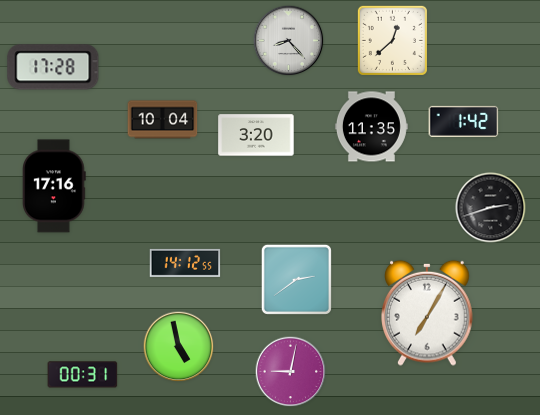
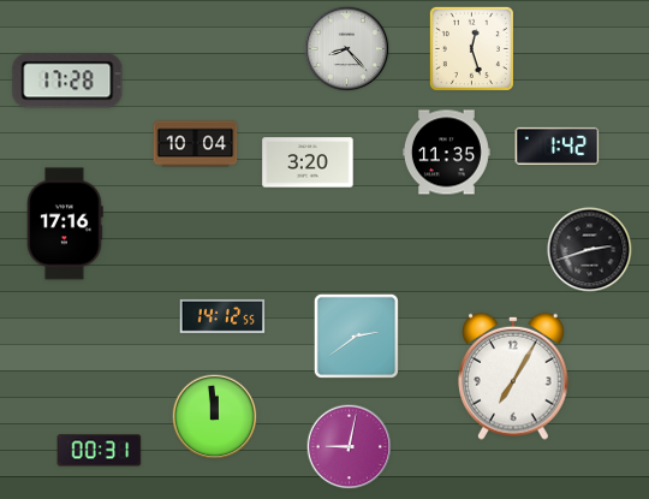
clock at (392, 40): 12:38 -> 12:27
clock at (53, 67) position: (53, 67) -> (67, 81)
clock at (179, 347): 4:58 -> 11:59
